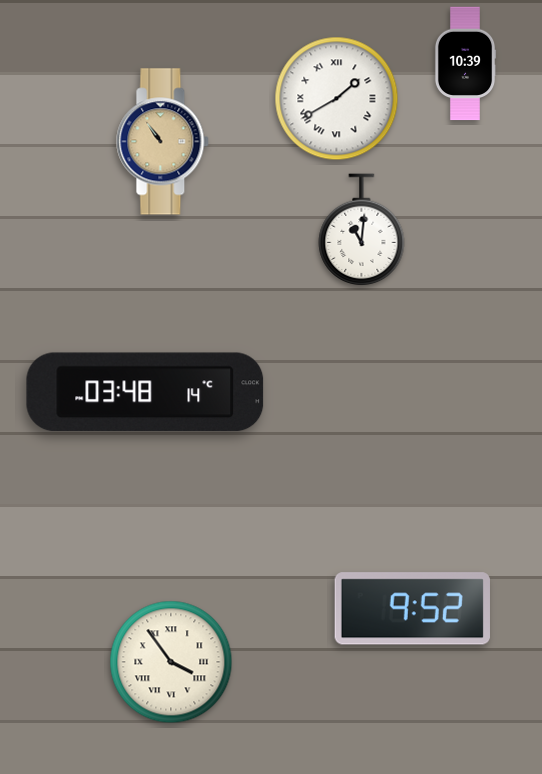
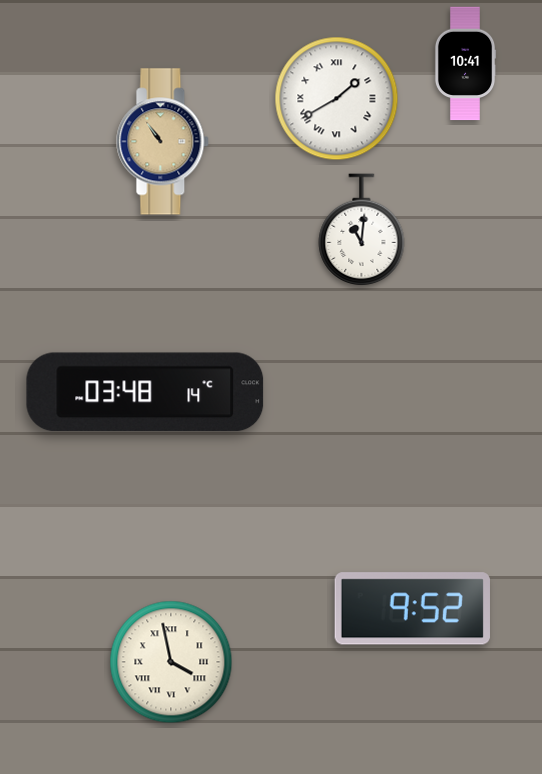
clock at (465, 64): 10:39 -> 10:41
clock at (171, 662): 3:54 -> 3:58
